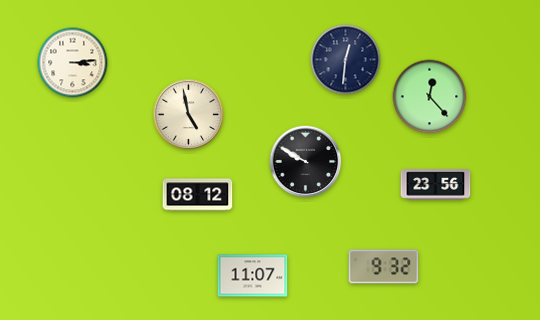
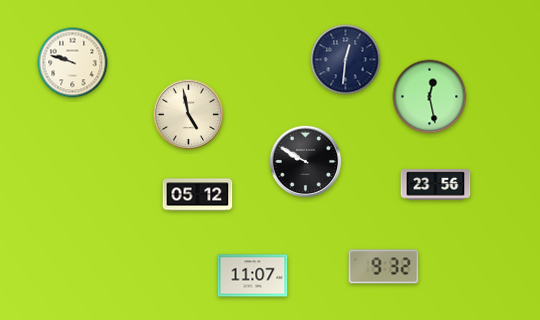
clock at (73, 63): 3:14 -> 9:48
clock at (430, 97): 12:23 -> 12:28
clock at (198, 195): 08:12 -> 05:12
